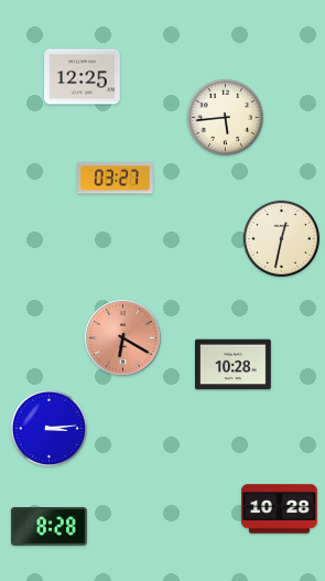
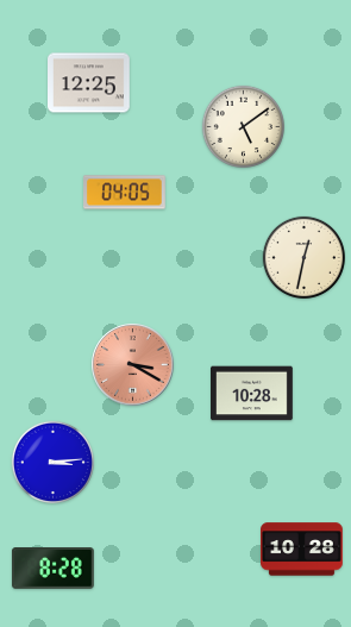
clock at (225, 117): 5:44 -> 5:09
clock at (116, 179): 03:27 -> 04:05
clock at (123, 338): 6:20 -> 3:20
